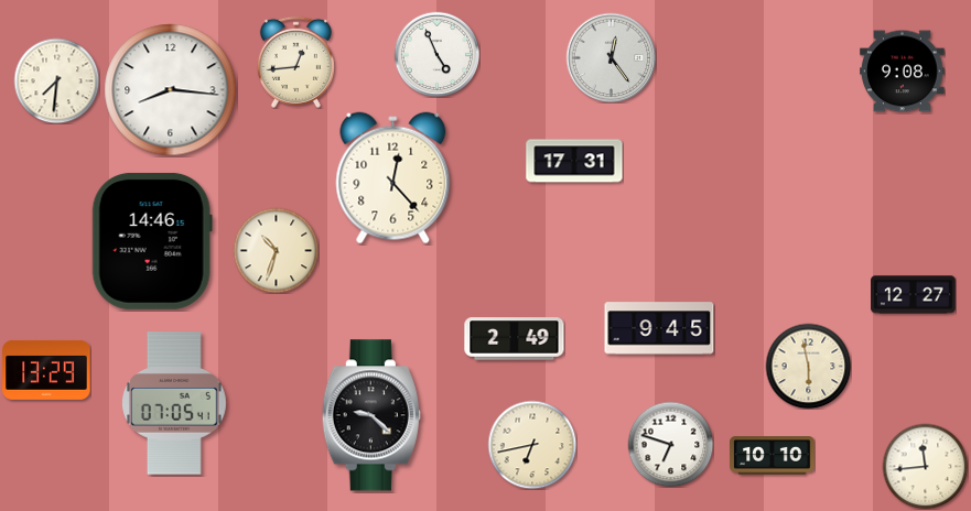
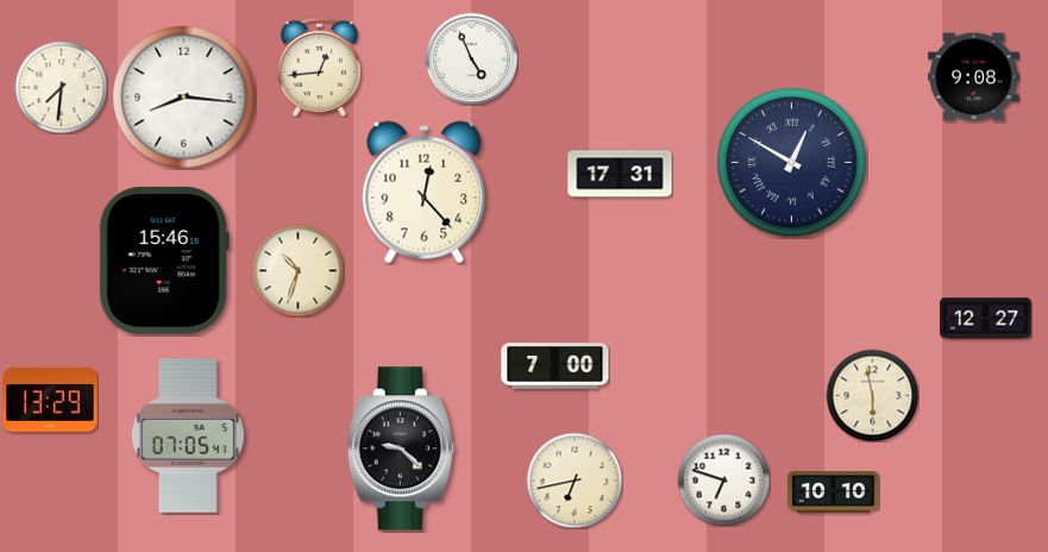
clock at (611, 57): 12:24 -> none
clock at (792, 163): none -> 12:50
clock at (152, 241): 14:46 -> 15:46
clock at (659, 328): 9:45 -> none
clock at (515, 339): 2:49 -> 7:00
clock at (925, 466): 11:44 -> none
